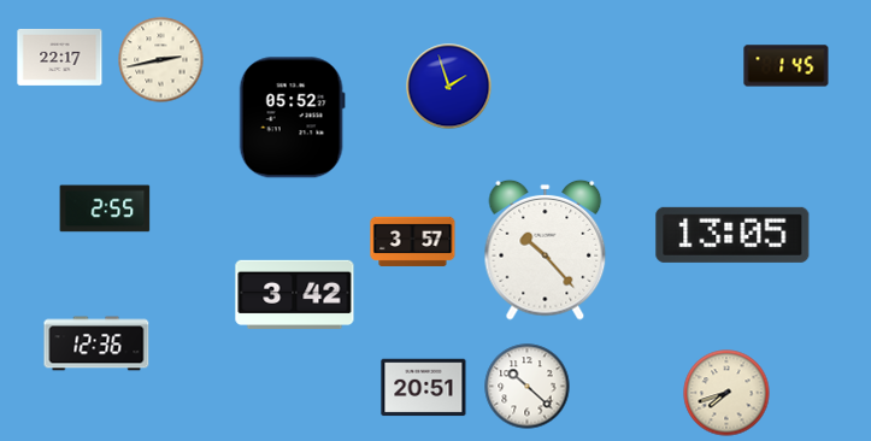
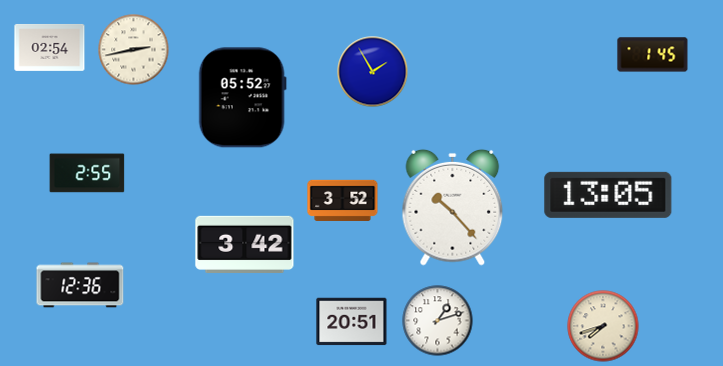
clock at (60, 57): 22:17 -> 02:54
clock at (449, 87): 1:57 -> 1:55
clock at (413, 241): 3:57 -> 3:52
clock at (528, 387): 10:22 -> 1:12
